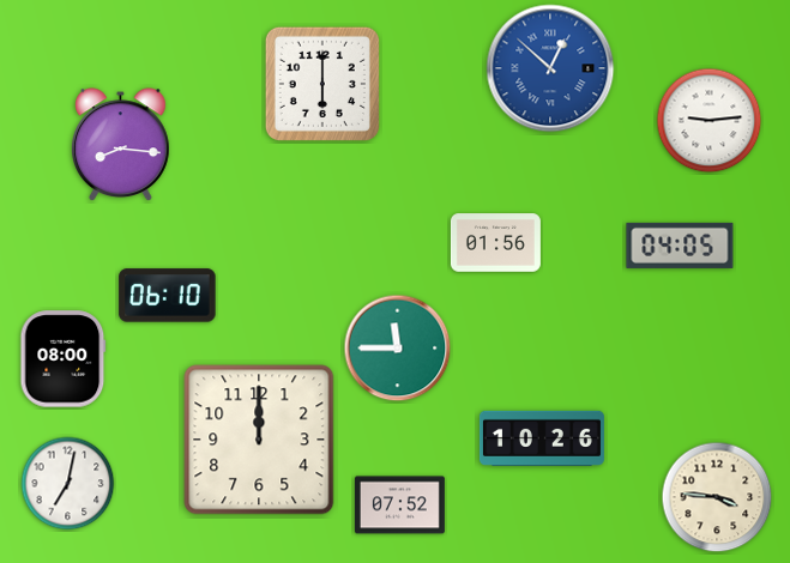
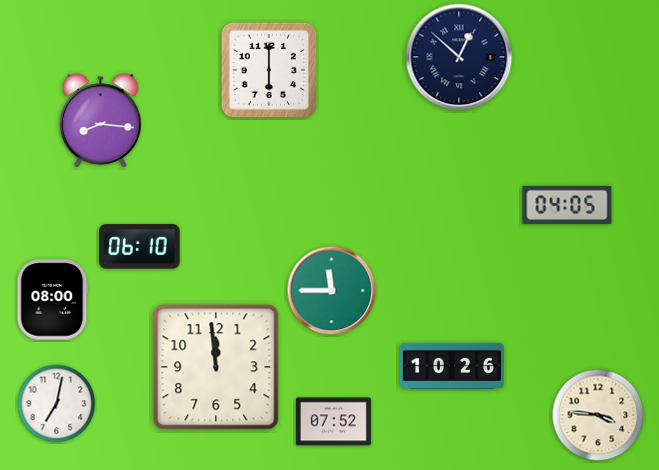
clock at (550, 68) dial: blue -> navy
clock at (710, 121): 9:14 -> none
clock at (495, 243): 01:56 -> none
clock at (259, 440): 12:00 -> 11:59
